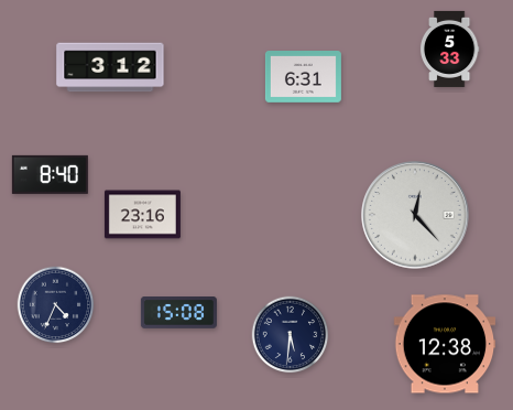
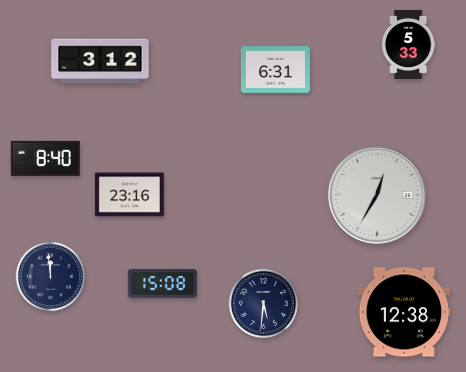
clock at (415, 215): 12:23 -> 12:35
clock at (56, 305): 4:34 -> 11:59
